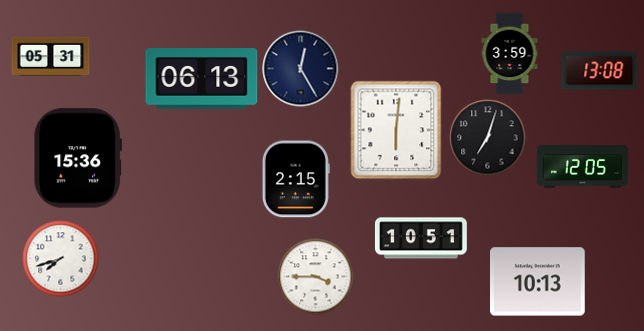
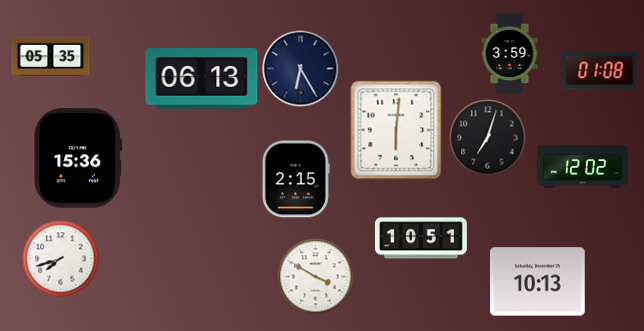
clock at (51, 56): 05:31 -> 05:35
clock at (301, 69): 12:25 -> 6:25
clock at (600, 71): 13:08 -> 01:08
clock at (582, 167): 12:05 -> 12:02
clock at (316, 277): 3:45 -> 3:50
